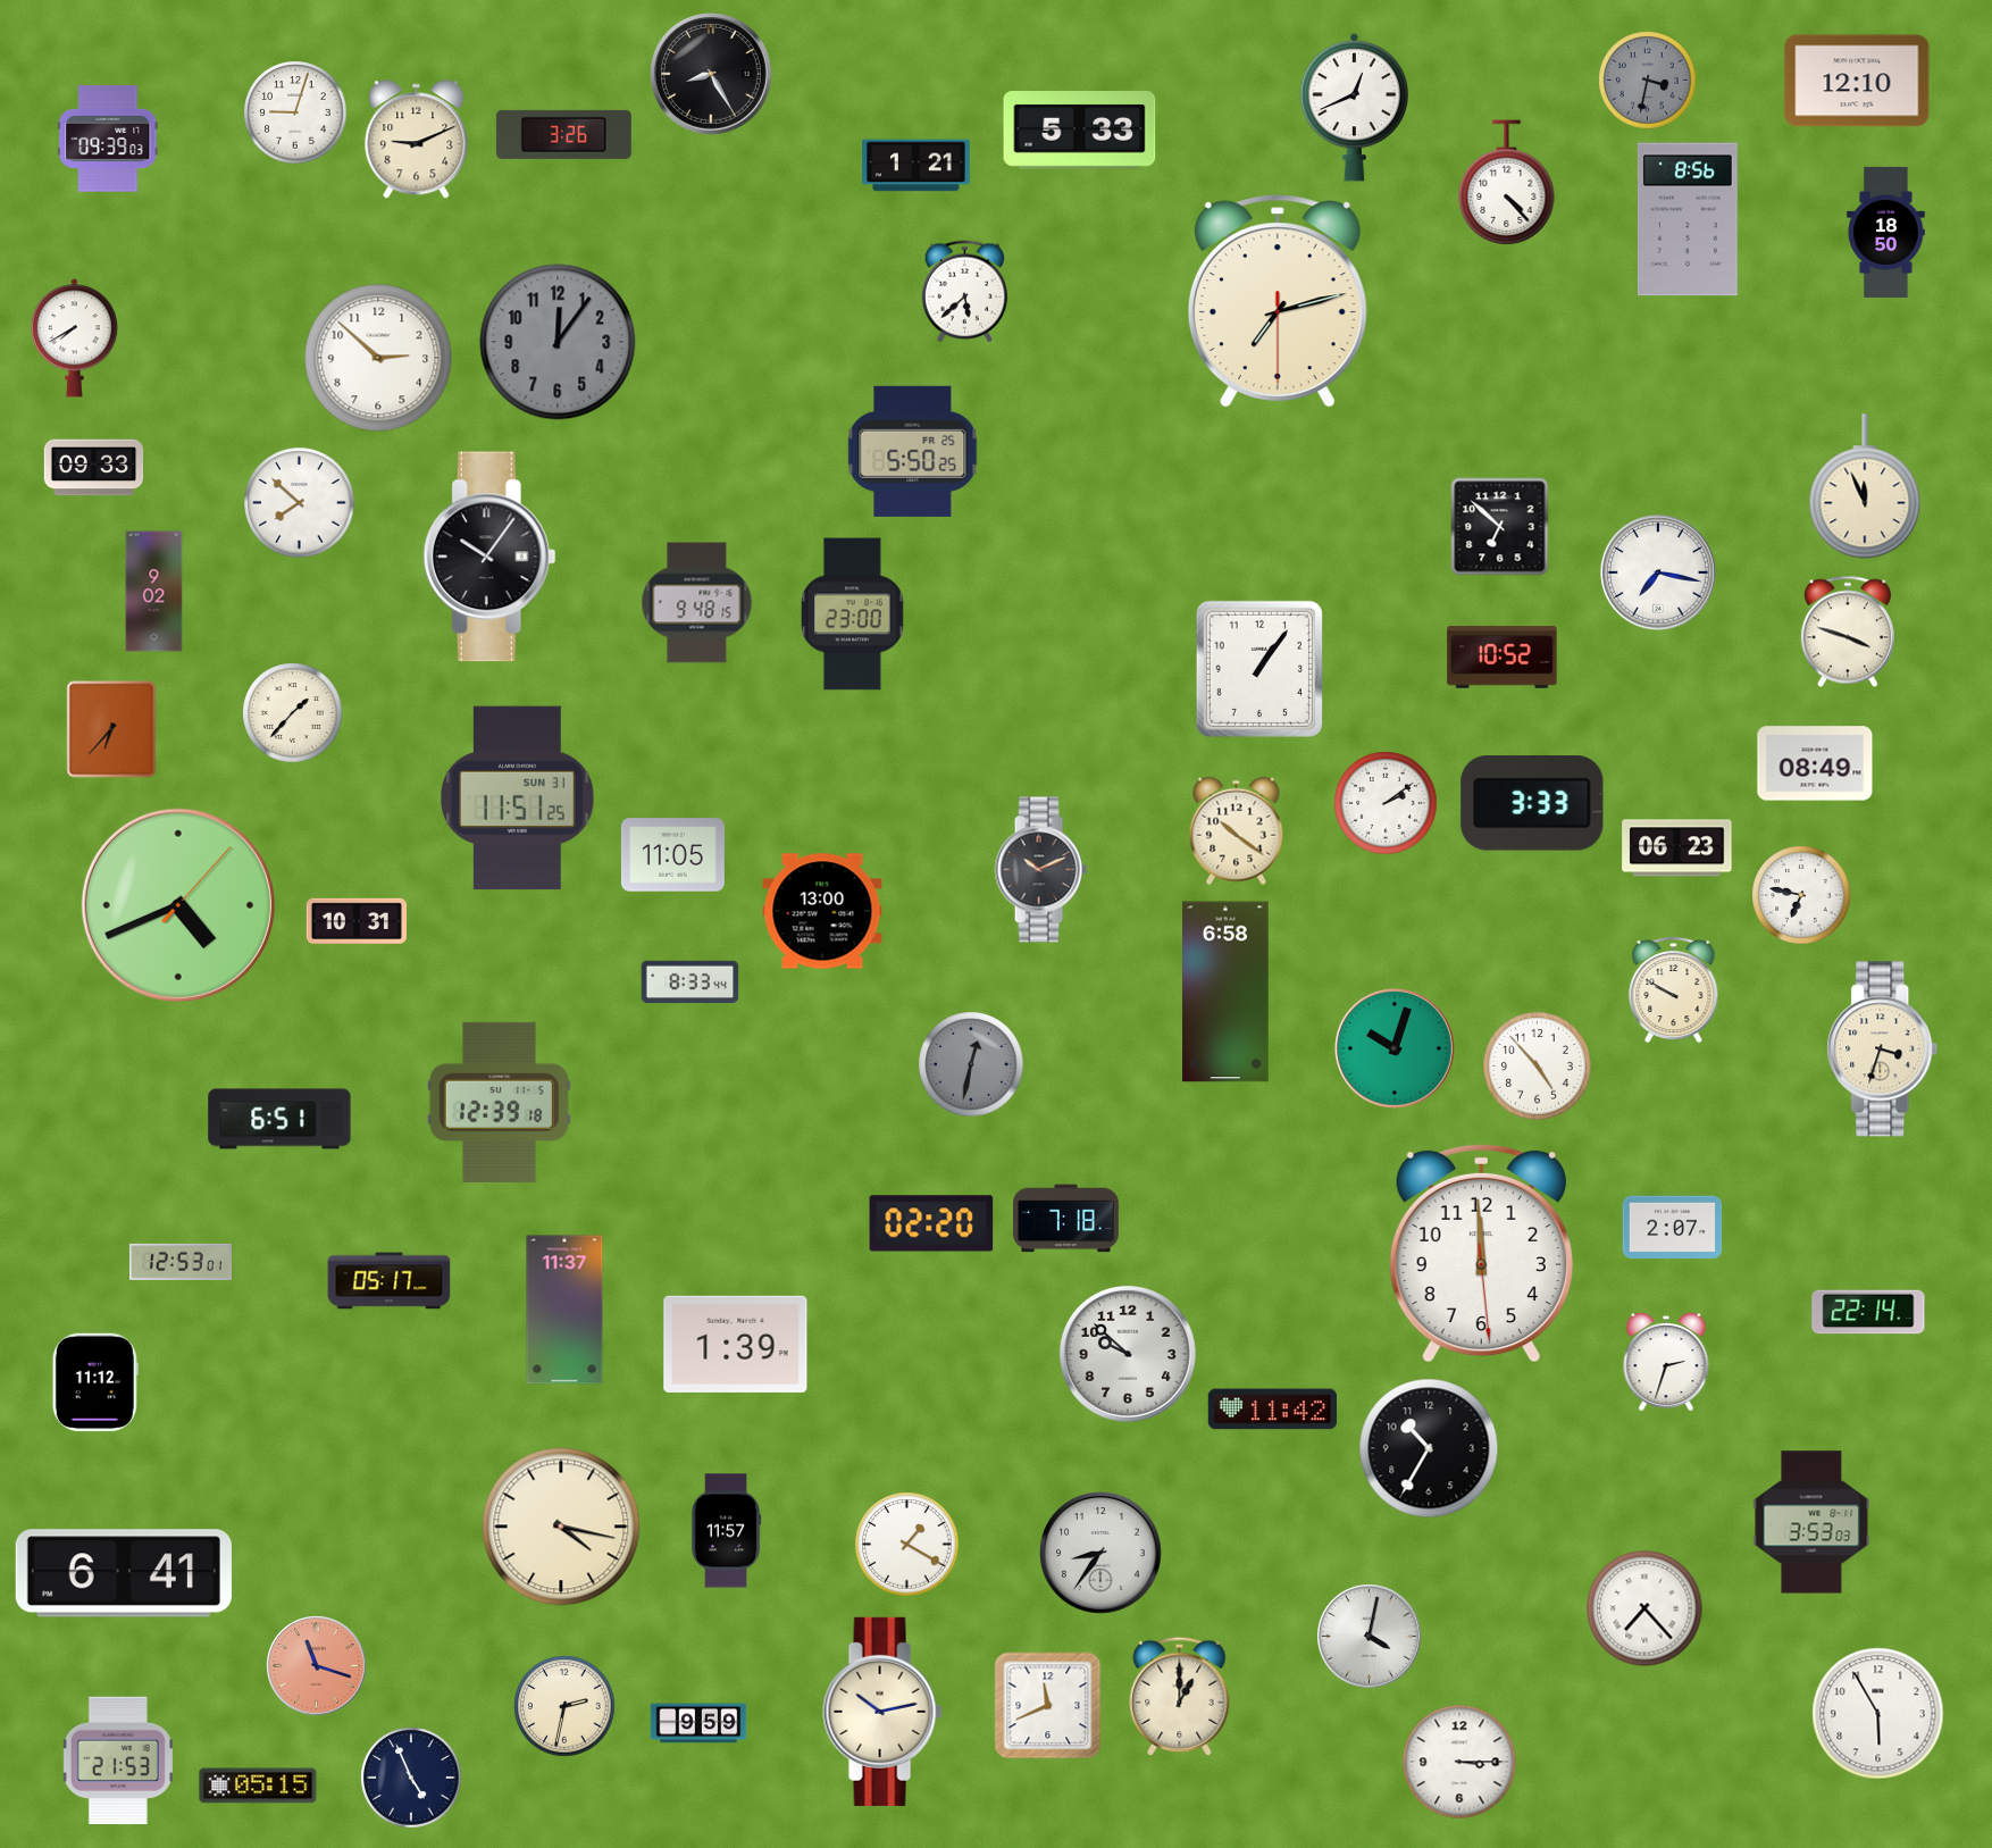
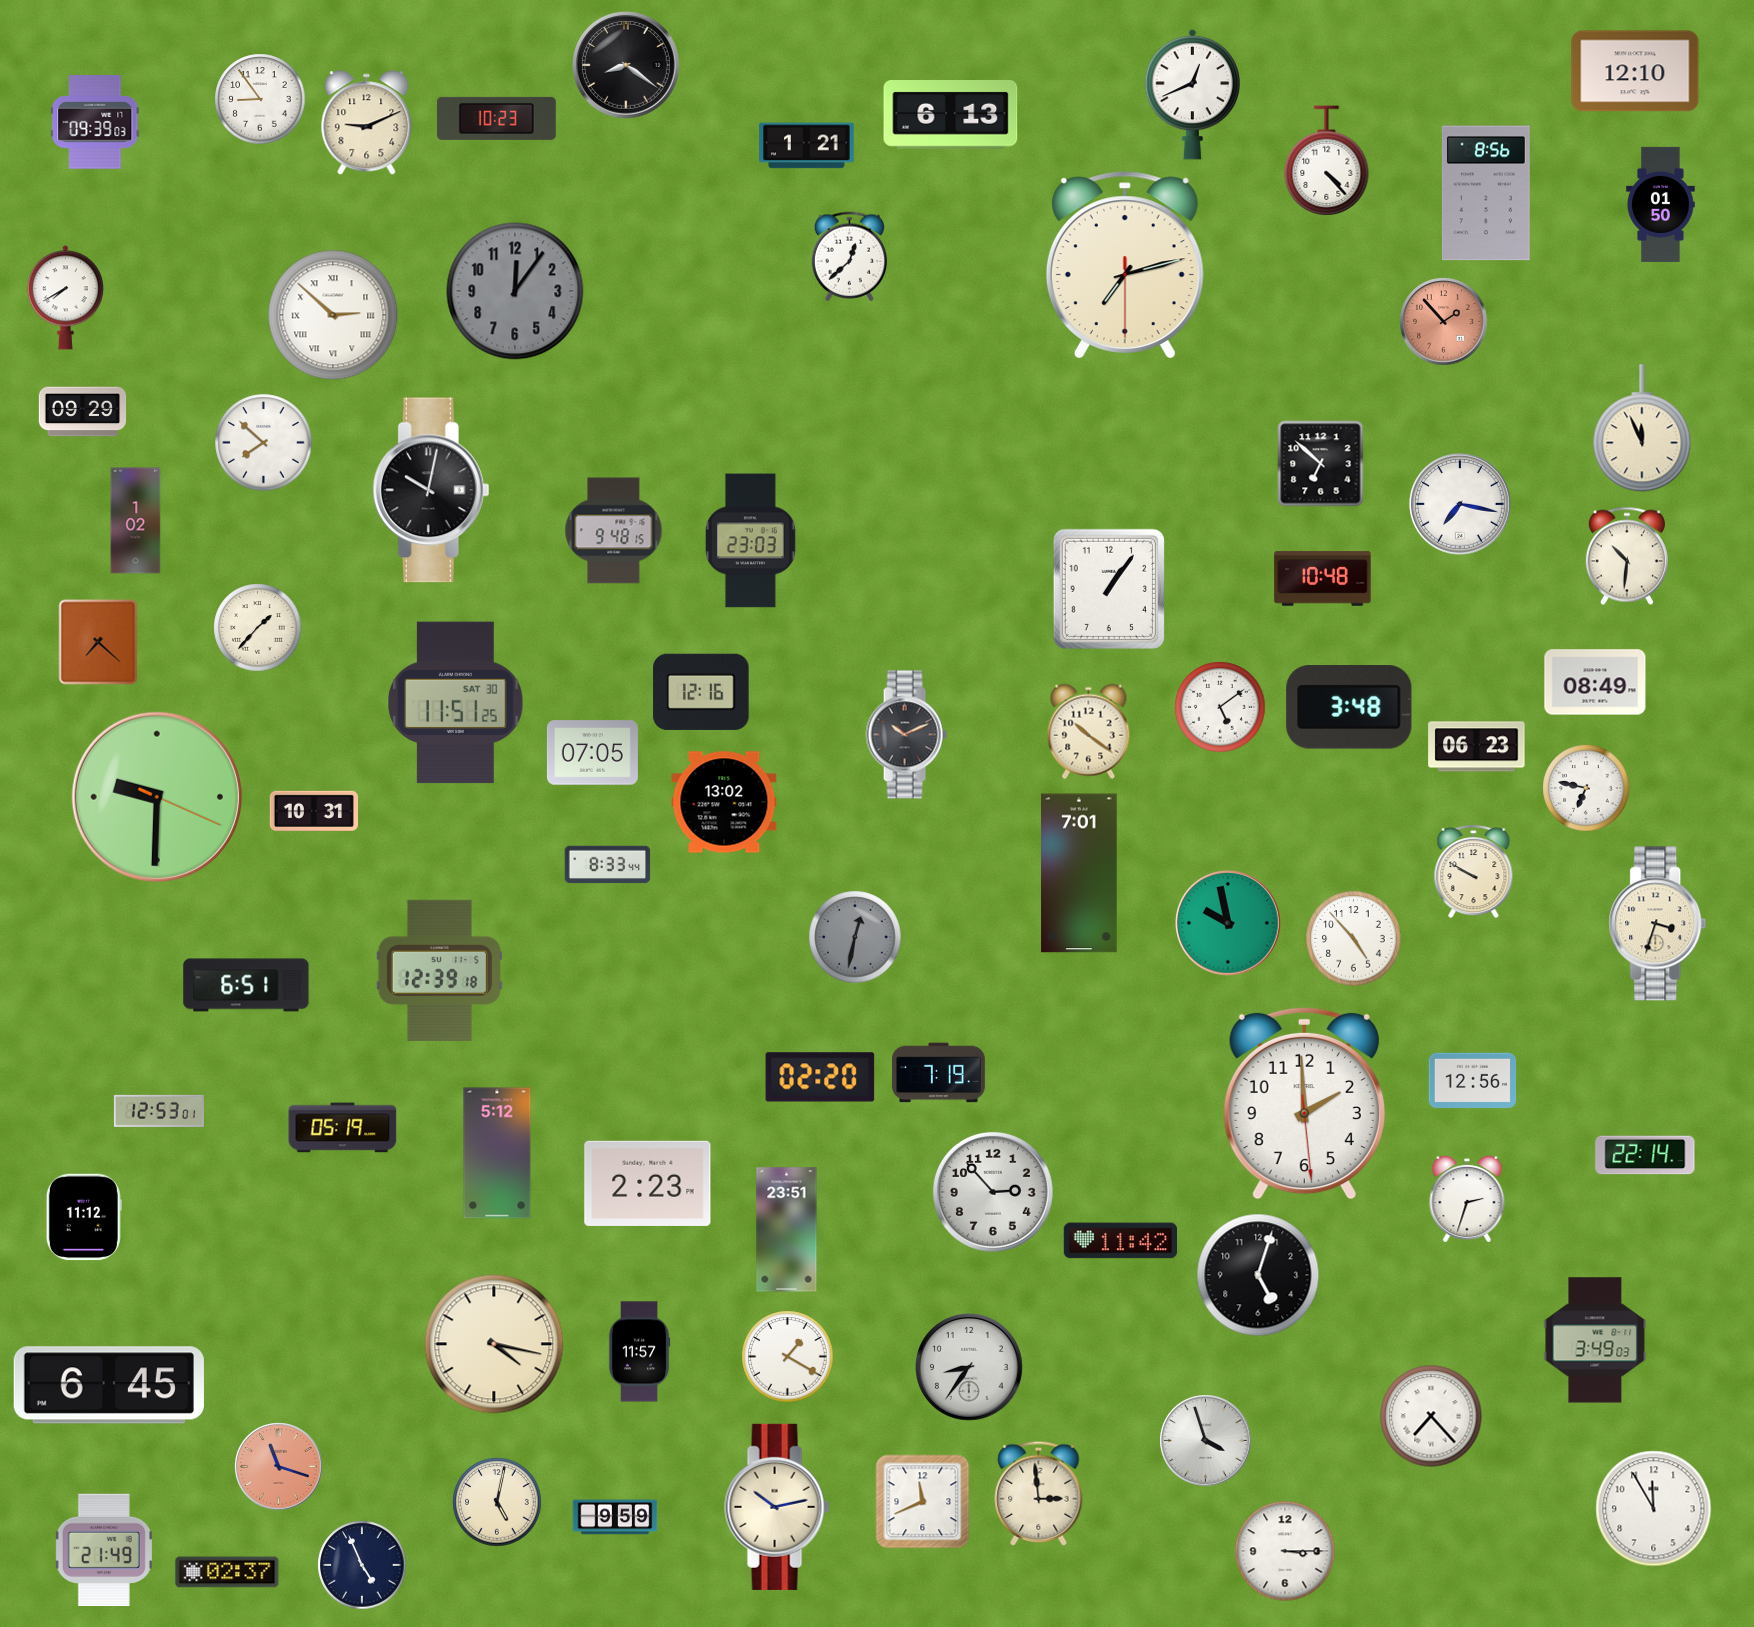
clock at (712, 75): 8:25 -> 8:21
clock at (1648, 81): 3:32 -> none
clock at (295, 112): 9:03 -> 8:54
clock at (1080, 131): 5:33 -> 6:13
clock at (563, 134): 3:26 -> 10:23
clock at (1886, 232): 18:50 -> 01:50
clock at (965, 292): 5:38 -> 12:38
clock at (558, 342) position: (558, 342) -> (515, 291)
clock at (378, 358) numerals: Arabic -> Roman
clock at (1444, 322): none -> 1:53
clock at (913, 451): 5:50 -> none
clock at (94, 468): 09:33 -> 09:29
clock at (489, 557): 10:06 -> 10:02
clock at (154, 592): 9:02 -> 1:02
clock at (852, 614): 23:00 -> 23:03
clock at (1848, 632): 3:48 -> 10:31
clock at (1503, 658): 10:52 -> 10:48
clock at (111, 729): 6:37 -> 7:22
clock at (1815, 763) position: (1815, 763) -> (1595, 682)
clock at (701, 692): none -> 12:16
clock at (518, 798) date: SUN 31 -> SAT 30
clock at (1386, 803): 2:09 -> 5:09
clock at (1532, 803): 3:33 -> 3:48
clock at (672, 855): 11:05 -> 07:05
clock at (1040, 870) position: (1040, 870) -> (906, 735)
clock at (178, 905): 4:41 -> 9:30
clock at (822, 911): 13:00 -> 13:02
clock at (1225, 992): 6:58 -> 7:01
clock at (1396, 1050): 10:03 -> 9:58
clock at (1066, 1219): 7:18 -> 7:19
clock at (1673, 1227): 2:07 -> 12:56
clock at (1481, 1253): 11:59 -> 1:59
clock at (390, 1281): 05:17 -> 05:19
clock at (564, 1310): 11:37 -> 5:12
clock at (736, 1344): 1:39 -> 2:23
clock at (1128, 1354): 9:52 -> 2:53
clock at (787, 1230): none -> 23:51
clock at (1429, 1448): 10:35 -> 5:03
clock at (1811, 1522): 3:53 -> 3:49
clock at (726, 1531) position: (726, 1531) -> (639, 1352)
clock at (907, 1545) position: (907, 1545) -> (788, 1357)
clock at (124, 1573): 6:41 -> 6:45
clock at (1644, 1608) position: (1644, 1608) -> (1431, 1416)
clock at (1370, 1637): 4:02 -> 3:57
clock at (1180, 1696): 1:00 -> 2:59
clock at (564, 1706): 2:32 -> 5:02
clock at (1878, 1714): 5:55 -> 11:55
clock at (118, 1759): 21:53 -> 21:49
clock at (258, 1786): 05:15 -> 02:37
